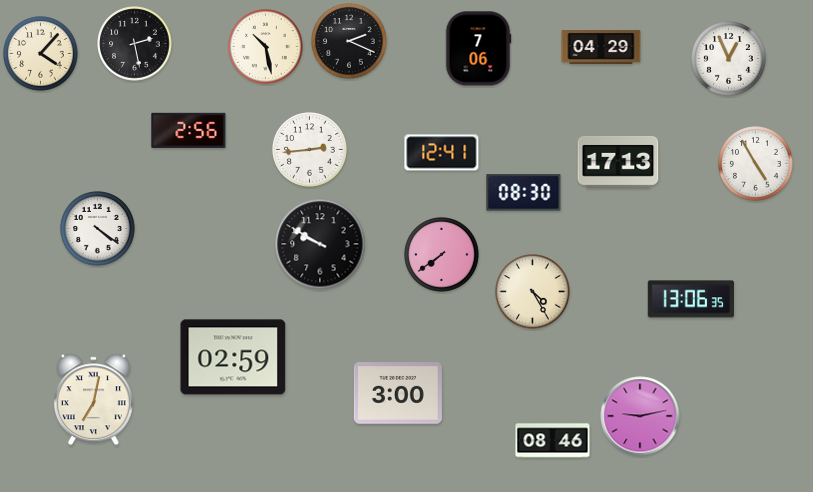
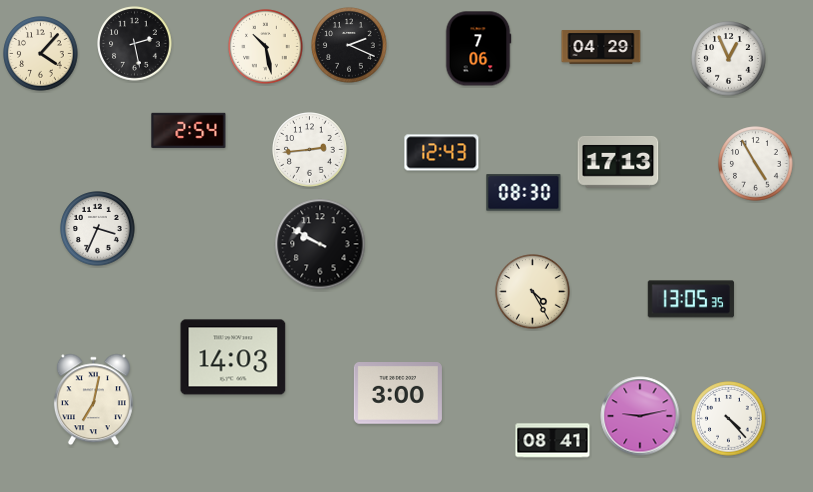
clock at (349, 41) position: (349, 41) -> (349, 45)
clock at (189, 130): 2:56 -> 2:54
clock at (442, 153): 12:41 -> 12:43
clock at (98, 229): 4:21 -> 3:34
clock at (442, 255): 7:39 -> none
clock at (691, 299): 13:06 -> 13:05
clock at (233, 357): 02:59 -> 14:03
clock at (729, 419): none -> 4:23
clock at (553, 441): 08:46 -> 08:41
